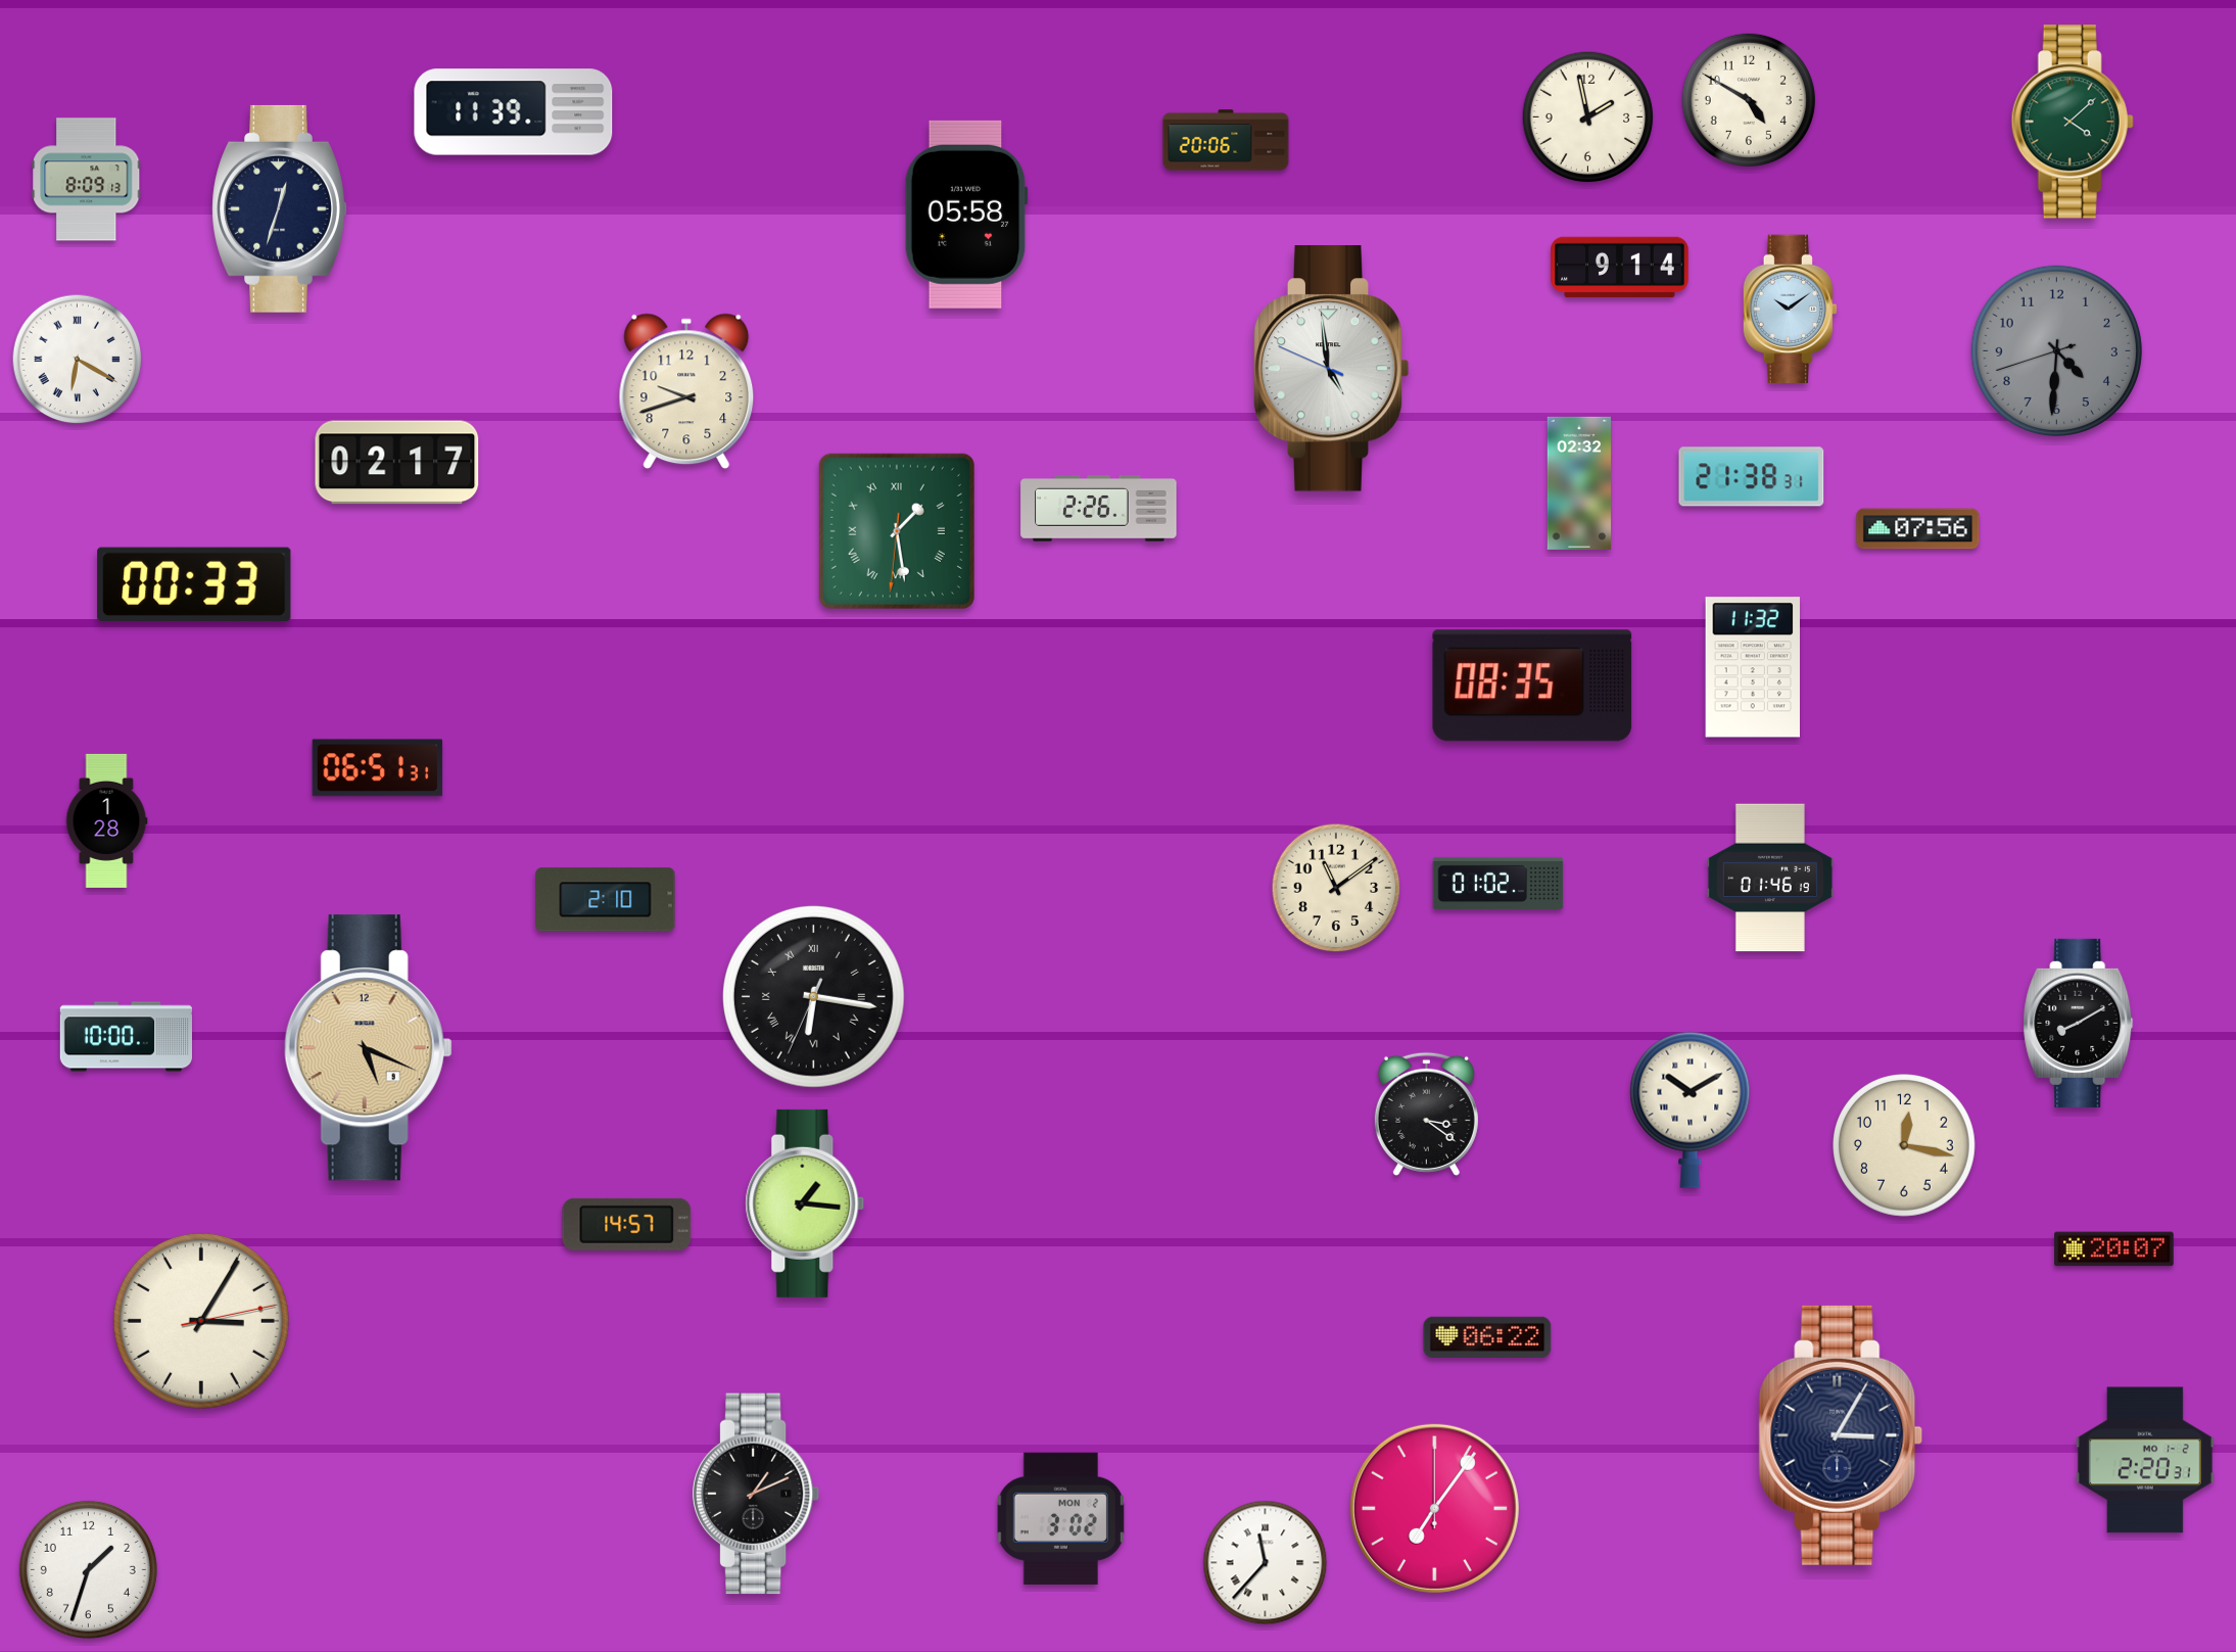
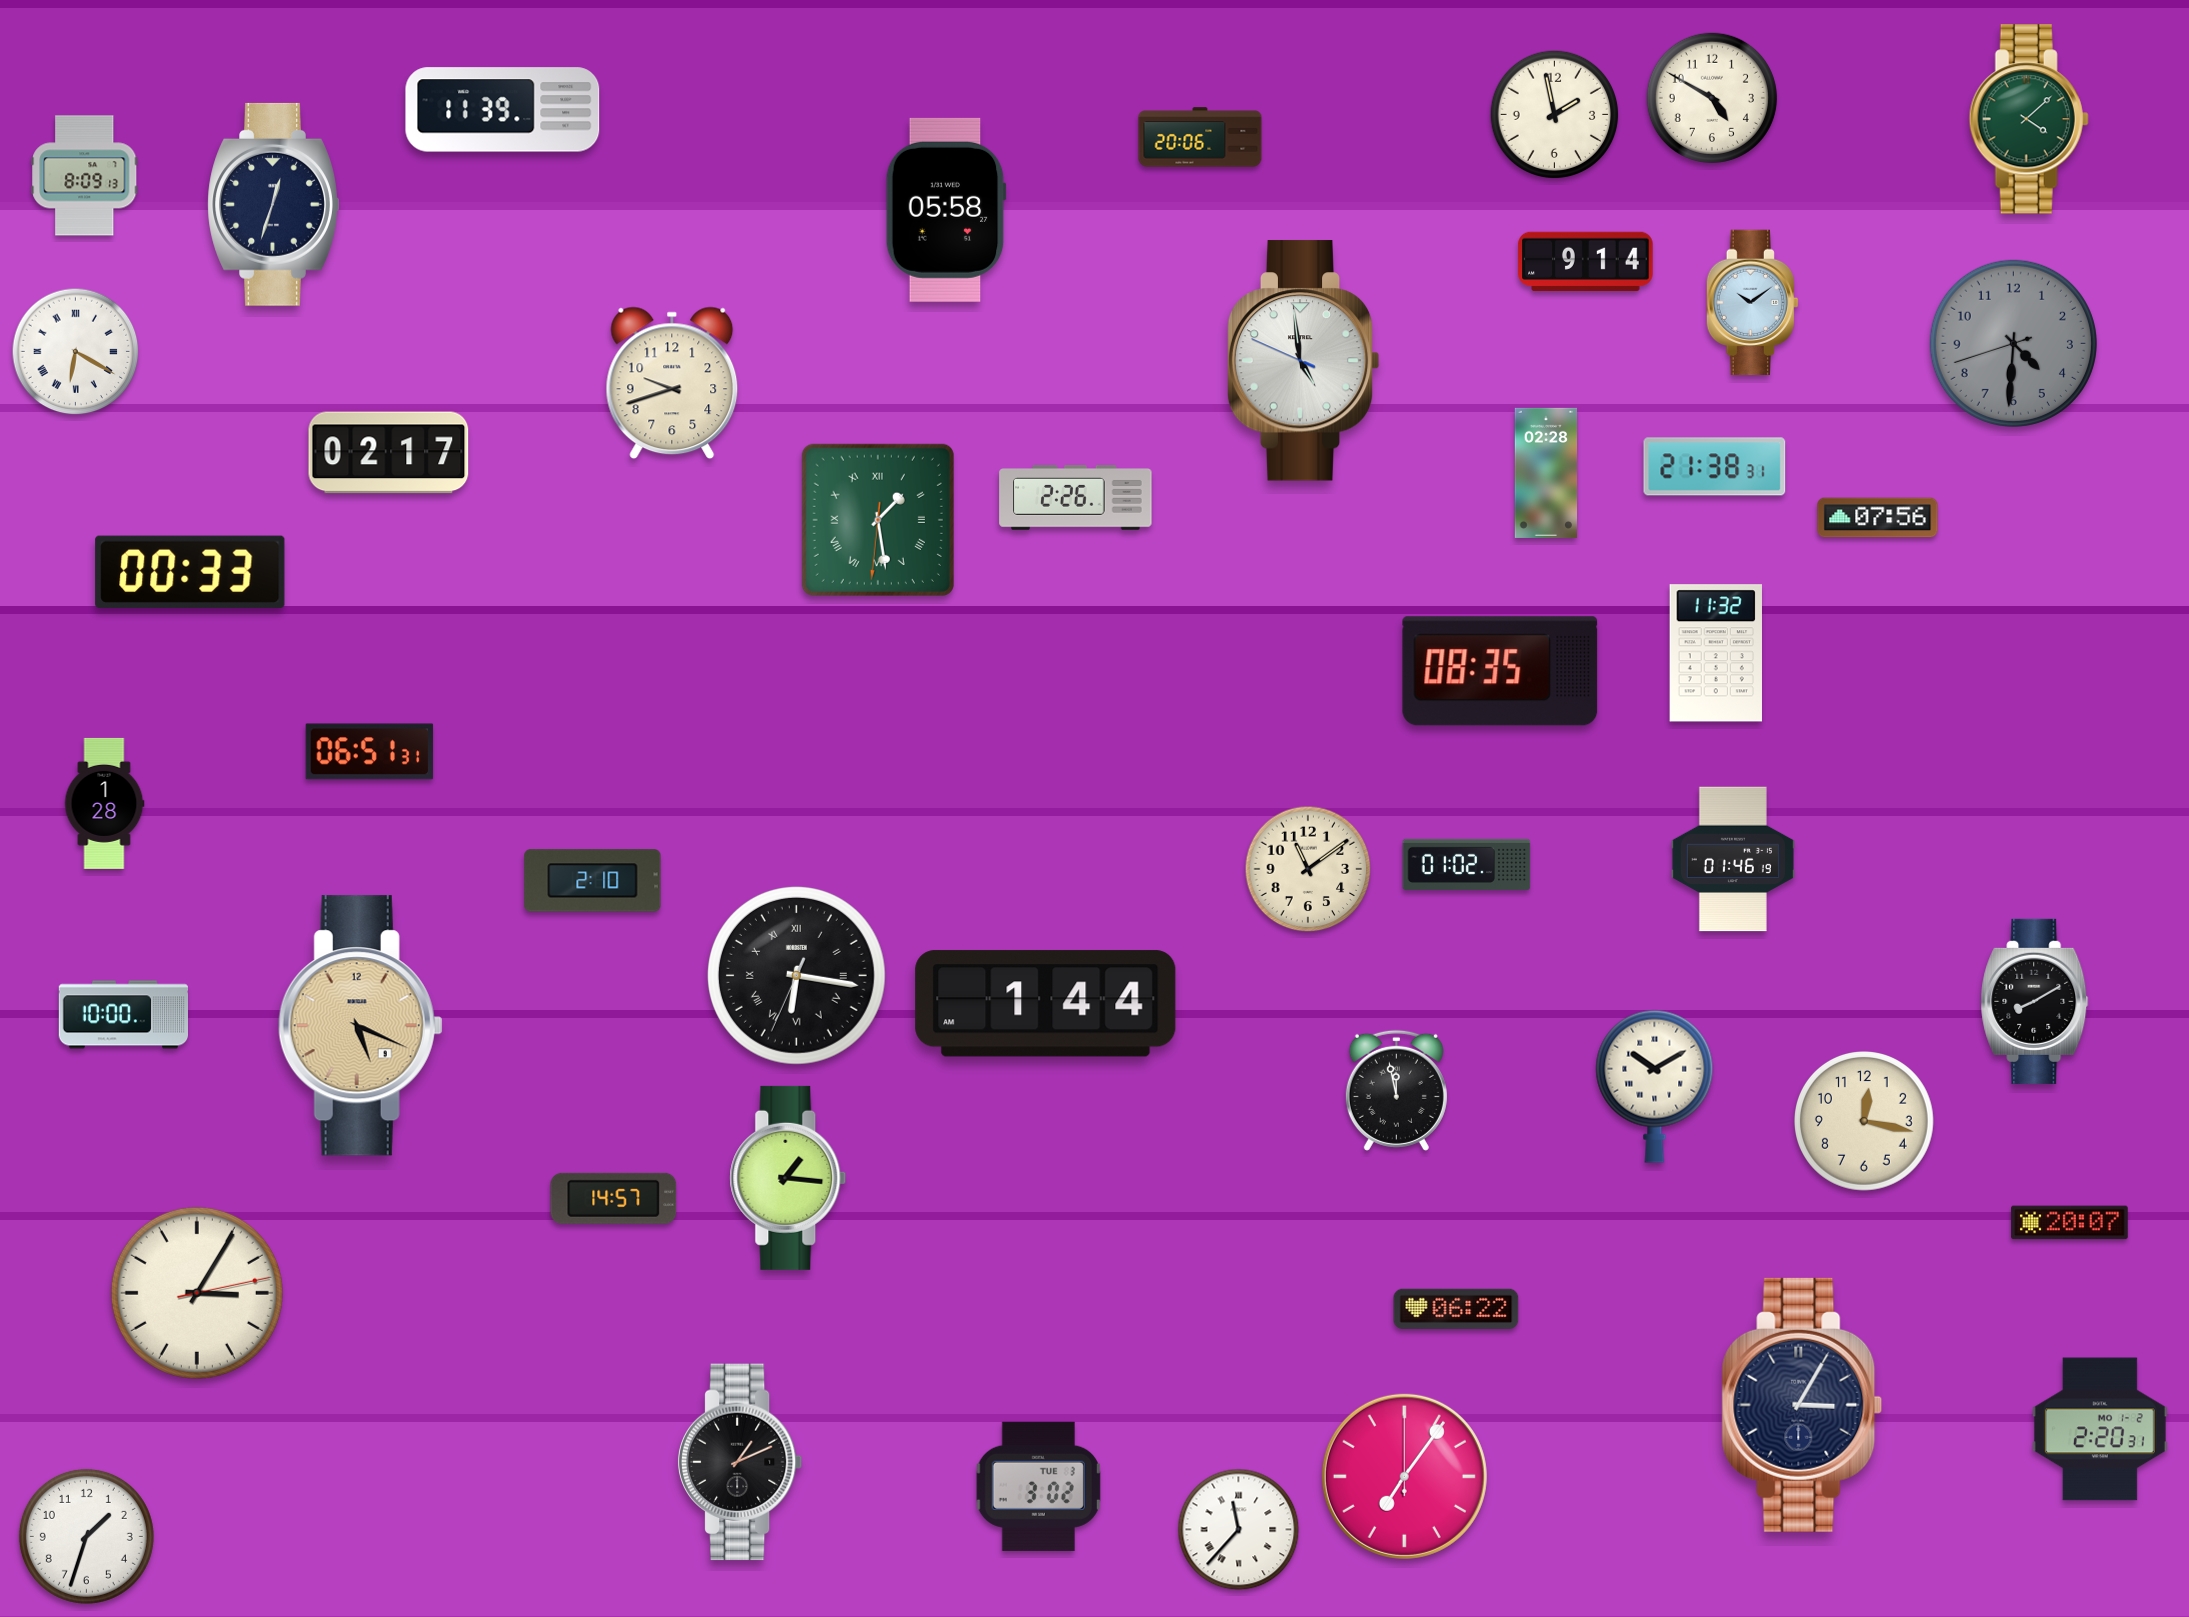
clock at (1579, 483): 02:32 -> 02:28
clock at (1046, 1004): none -> 1:44
clock at (1426, 1114): 3:21 -> 11:58
clock at (1060, 1518) date: MON 2 -> TUE 3
